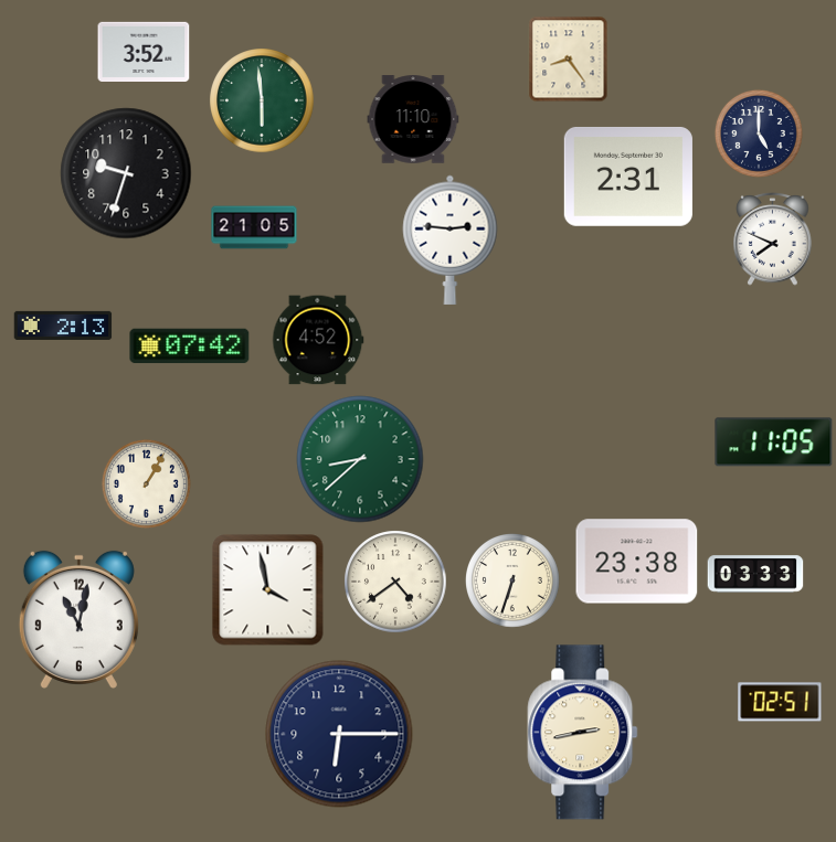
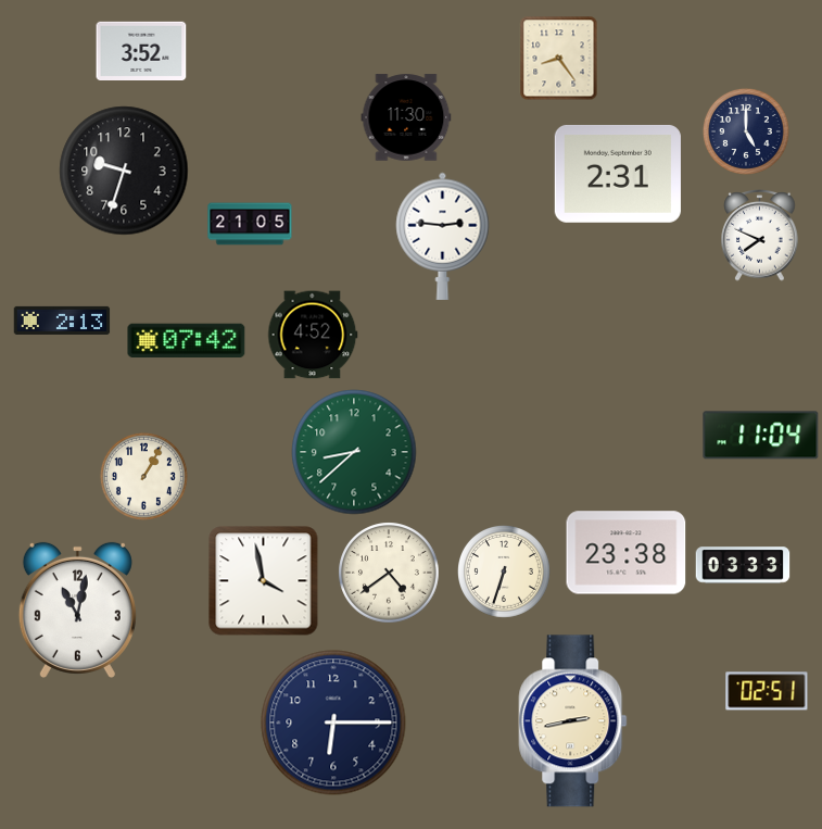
clock at (262, 100): 5:59 -> none
clock at (413, 119): 11:10 -> 11:30
clock at (774, 443): 11:05 -> 11:04
